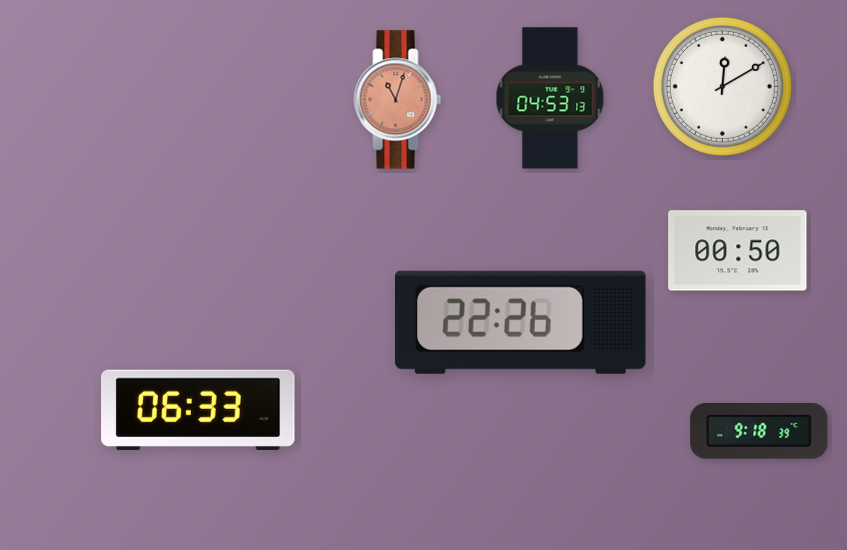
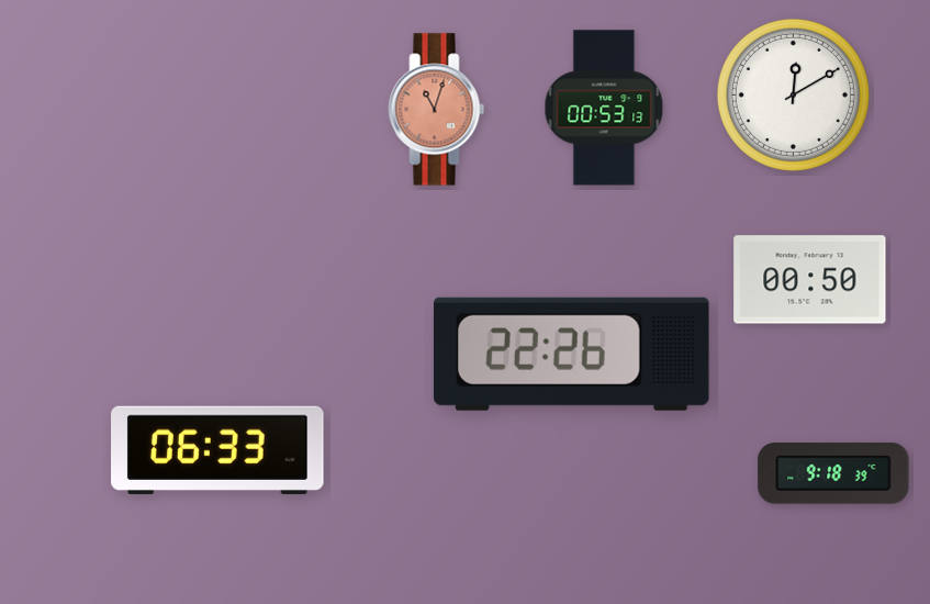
clock at (550, 98): 04:53 -> 00:53
clock at (738, 251) position: (738, 251) -> (810, 280)
